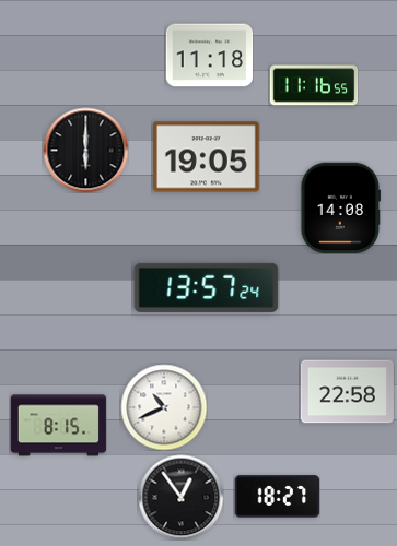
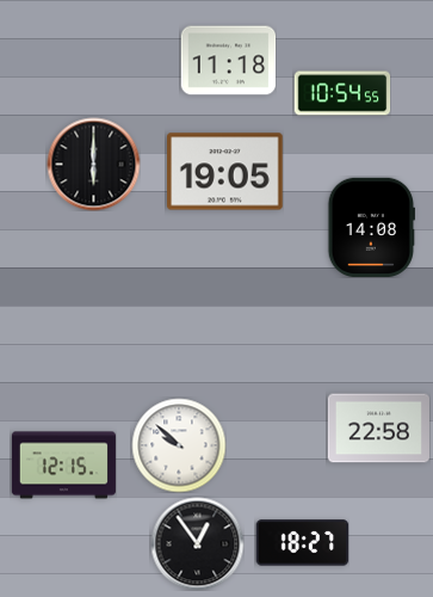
clock at (314, 85): 11:16 -> 10:54
clock at (207, 287): 13:57 -> none
clock at (164, 407): 10:41 -> 9:52
clock at (58, 426): 8:15 -> 12:15
